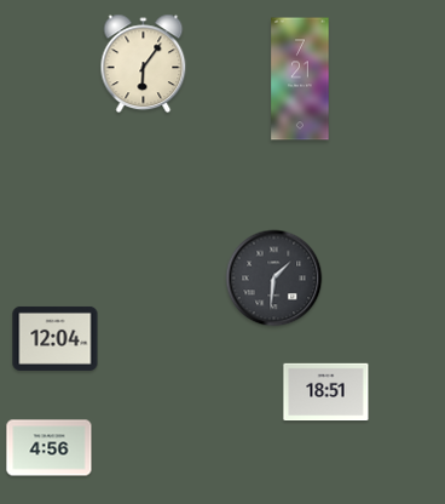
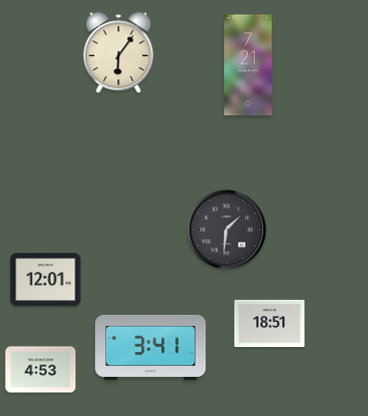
clock at (56, 338): 12:04 -> 12:01
clock at (151, 347): none -> 3:41
clock at (50, 448): 4:56 -> 4:53
